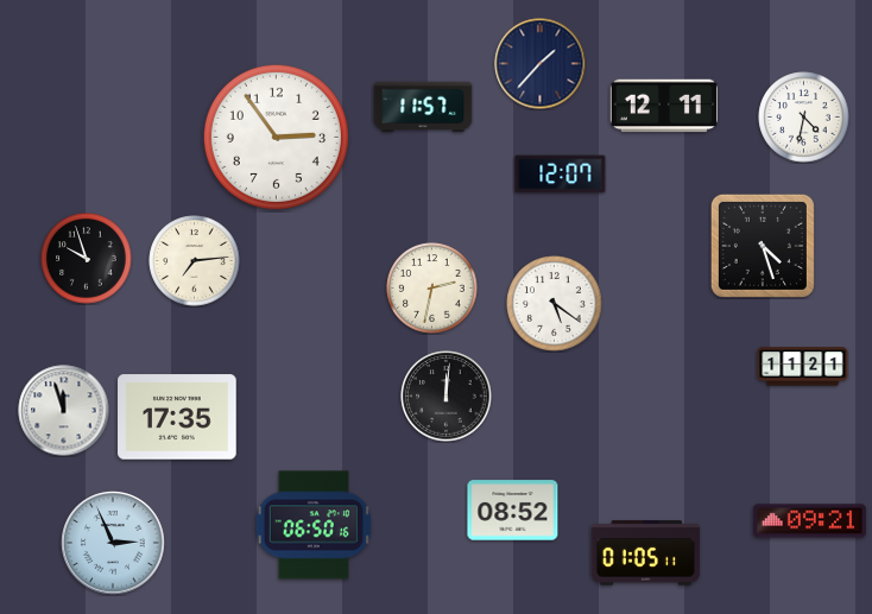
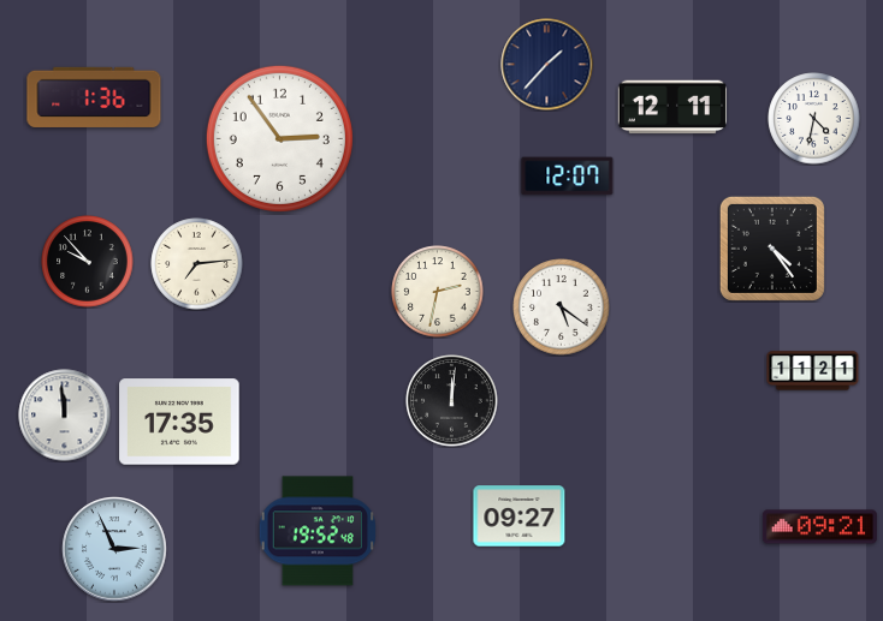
clock at (94, 97): none -> 1:36
clock at (423, 107): 11:57 -> none
clock at (763, 246): 4:27 -> 4:24
clock at (87, 259): 9:57 -> 9:53
clock at (64, 411): 11:57 -> 11:59
clock at (513, 511): 08:52 -> 09:27
clock at (312, 525): 06:50 -> 19:52
clock at (645, 553): 01:05 -> none
